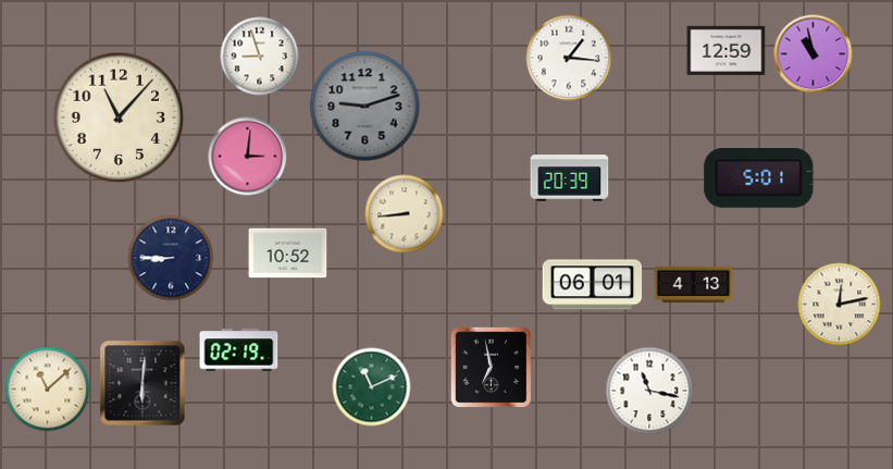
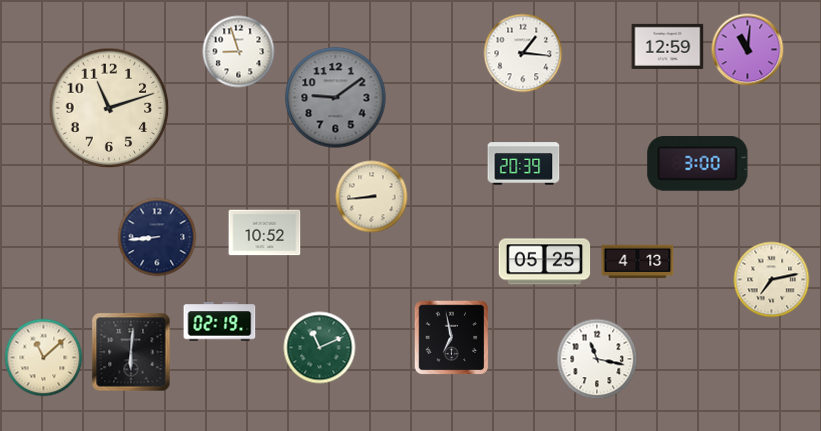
clock at (814, 54): 10:58 -> 11:01
clock at (365, 107): 9:12 -> 9:09
clock at (119, 118): 11:07 -> 11:12
clock at (248, 157): 3:01 -> none
clock at (759, 177): 5:01 -> 3:00
clock at (171, 258): 8:45 -> 8:44
clock at (593, 285): 06:01 -> 05:25
clock at (840, 305): 12:13 -> 7:13
clock at (372, 387) position: (372, 387) -> (320, 348)
